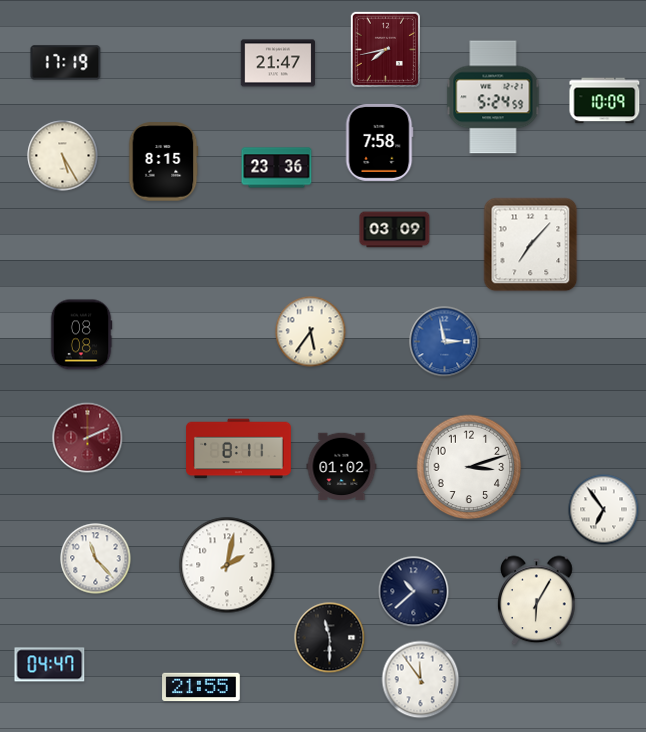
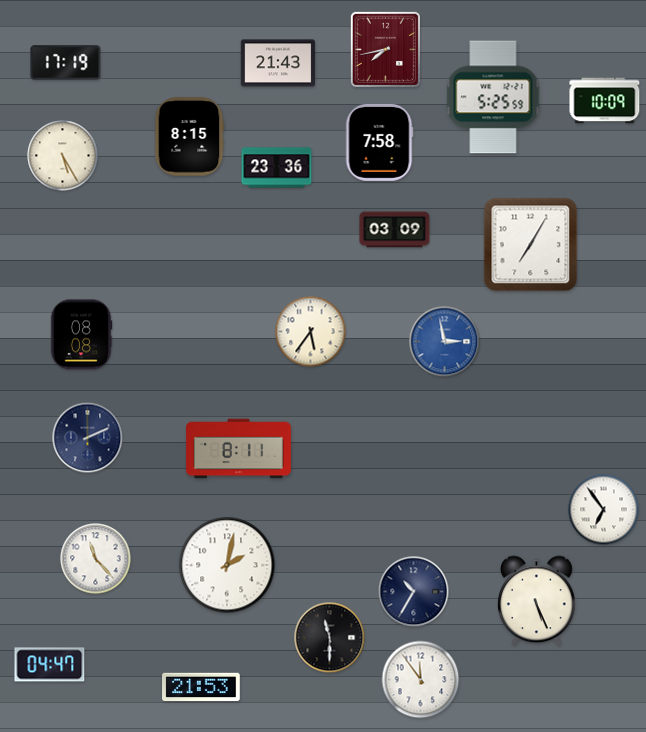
clock at (278, 63): 21:47 -> 21:43
clock at (493, 97): 5:24 -> 5:25
clock at (163, 162) position: (163, 162) -> (189, 137)
clock at (531, 245): 7:07 -> 7:05
clock at (88, 438) dial: burgundy -> navy
clock at (342, 467): 01:02 -> none
clock at (469, 467): 3:12 -> none
clock at (414, 592): 10:38 -> 10:35
clock at (537, 601): 6:05 -> 5:26
clock at (201, 687): 21:55 -> 21:53
